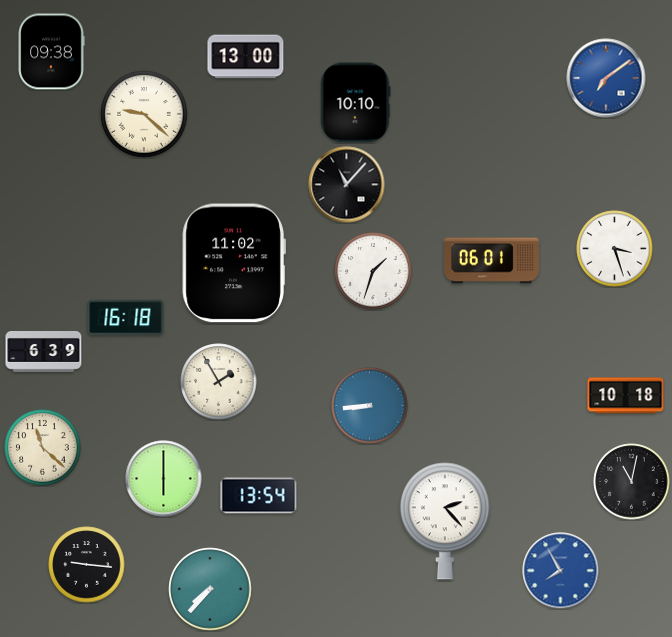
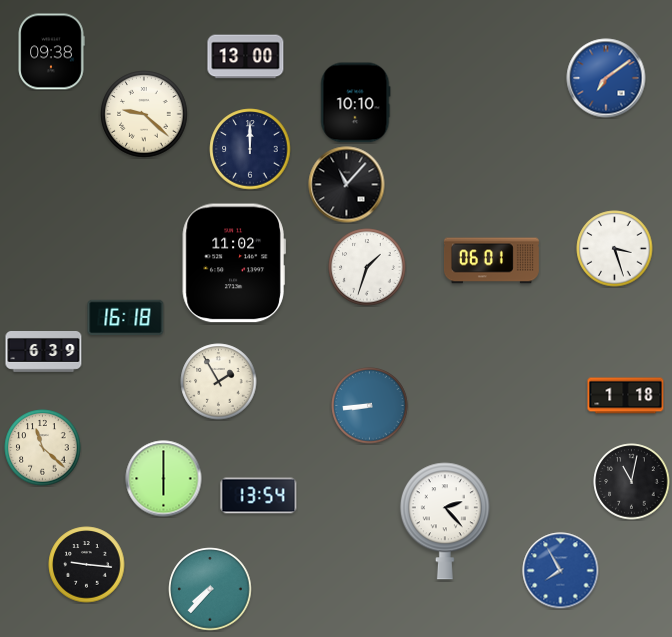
clock at (250, 149): none -> 12:00
clock at (373, 271) position: (373, 271) -> (367, 267)
clock at (626, 396): 10:18 -> 1:18
